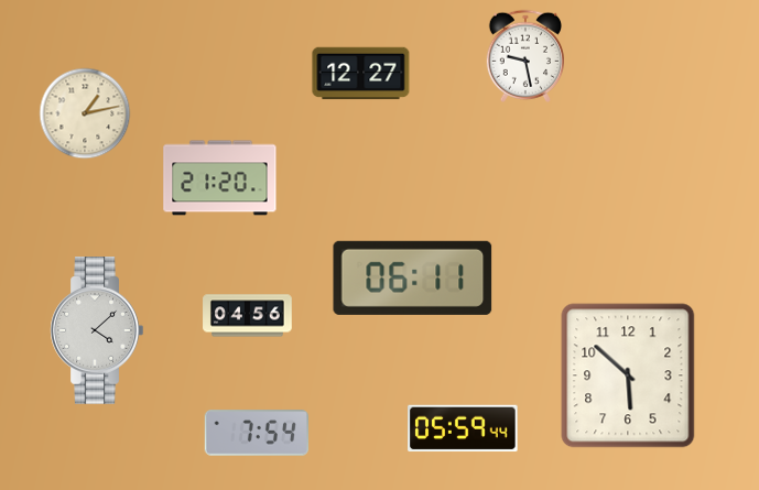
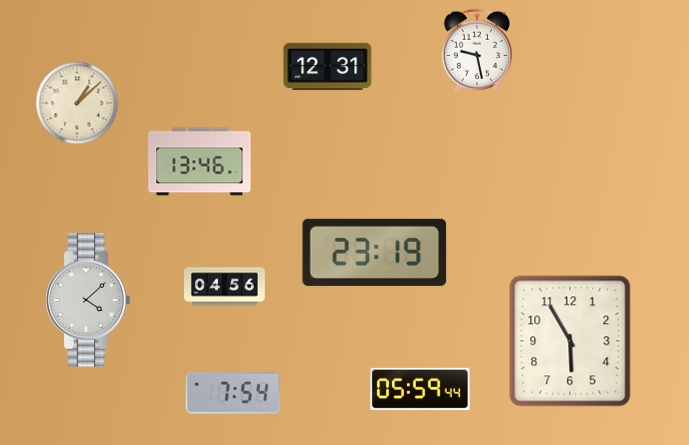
clock at (361, 74): 12:27 -> 12:31
clock at (85, 113): 1:13 -> 1:08
clock at (220, 178): 21:20 -> 13:46
clock at (413, 277): 06:11 -> 23:19
clock at (628, 375): 5:52 -> 5:55
